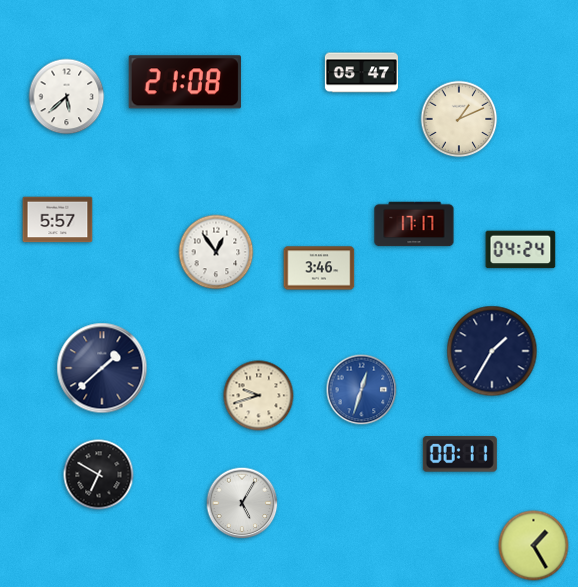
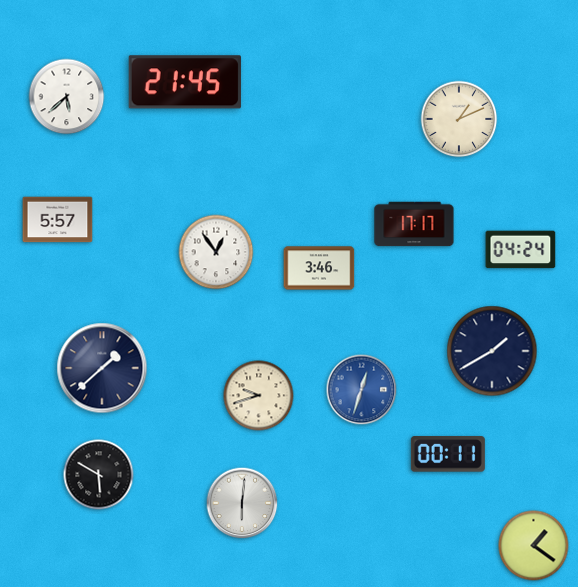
clock at (361, 73): 05:47 -> none
clock at (185, 82): 21:08 -> 21:45
clock at (492, 351): 1:35 -> 1:40
clock at (460, 454) position: (460, 454) -> (448, 454)
clock at (99, 475): 6:50 -> 5:50
clock at (242, 503): 5:05 -> 6:01
clock at (534, 546): 1:25 -> 1:21
